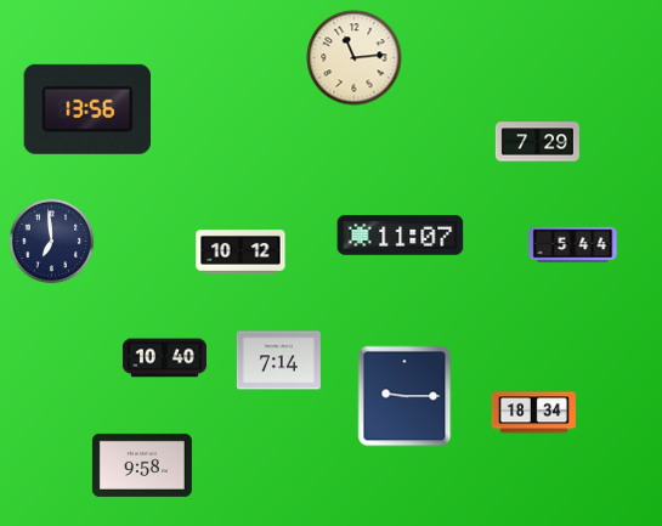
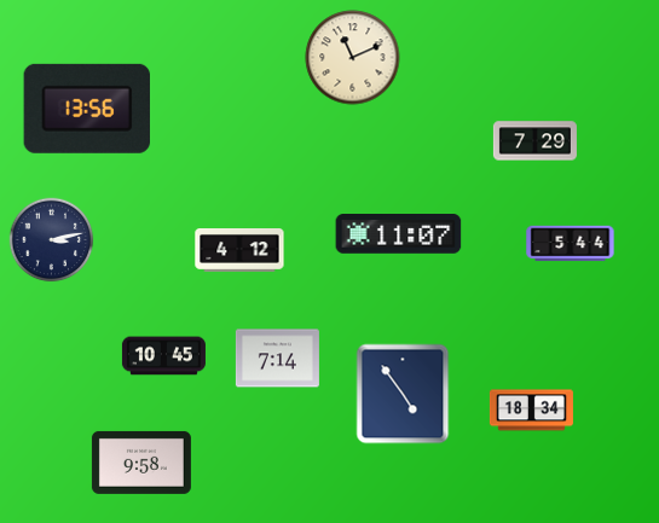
clock at (355, 58): 11:14 -> 11:11
clock at (52, 242): 6:59 -> 3:13
clock at (241, 253): 10:12 -> 4:12
clock at (164, 358): 10:40 -> 10:45
clock at (404, 396): 9:15 -> 4:54
